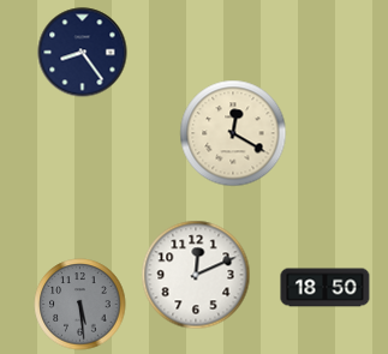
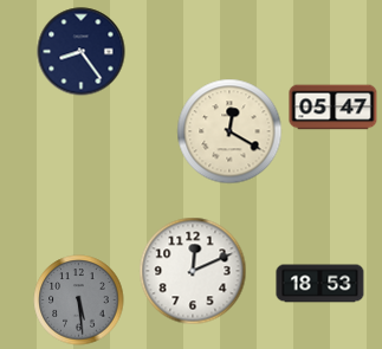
clock at (334, 108): none -> 05:47
clock at (326, 288): 18:50 -> 18:53
